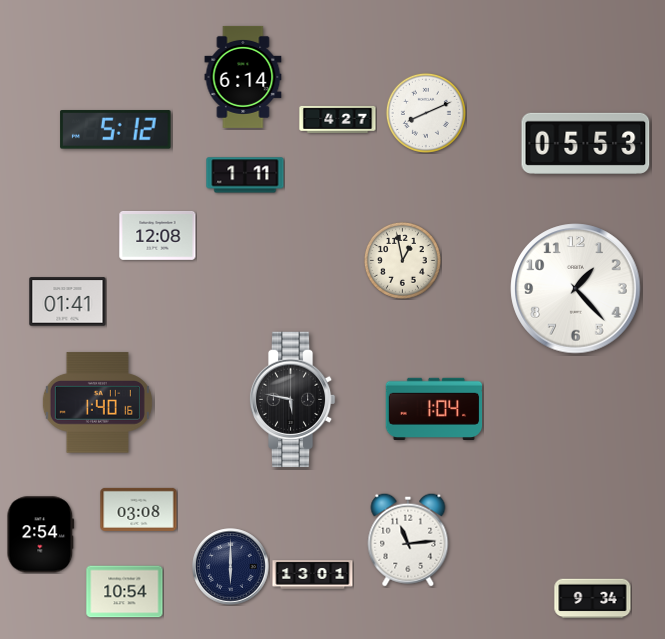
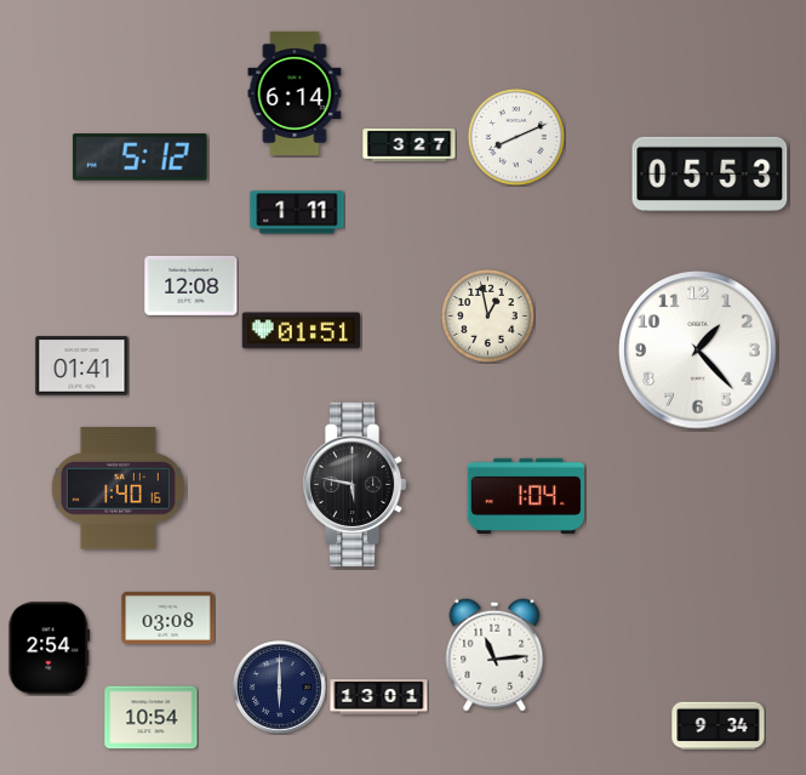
clock at (338, 119): 4:27 -> 3:27
clock at (301, 331): none -> 01:51
